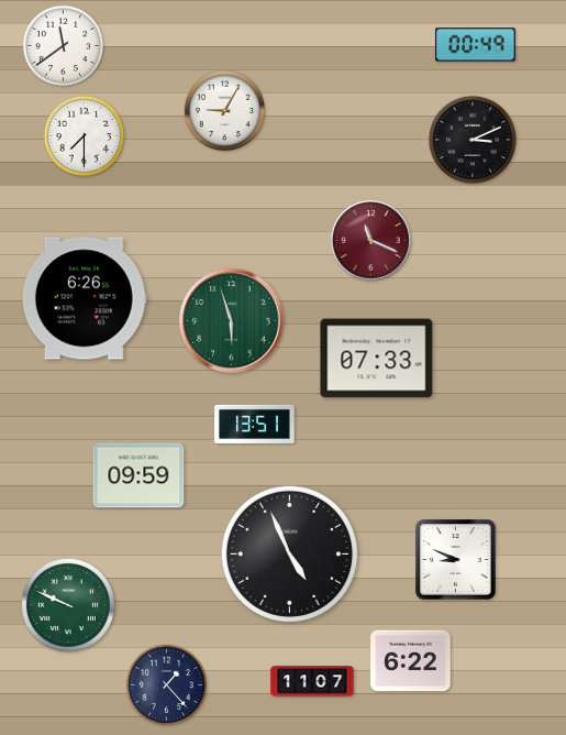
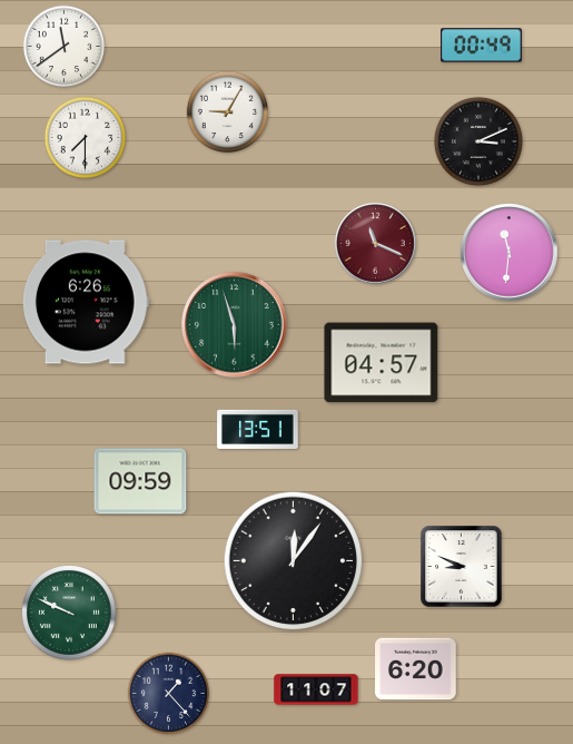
clock at (510, 253): none -> 11:31
clock at (377, 359): 07:33 -> 04:57
clock at (290, 555): 4:56 -> 12:06
clock at (411, 661): 6:22 -> 6:20
